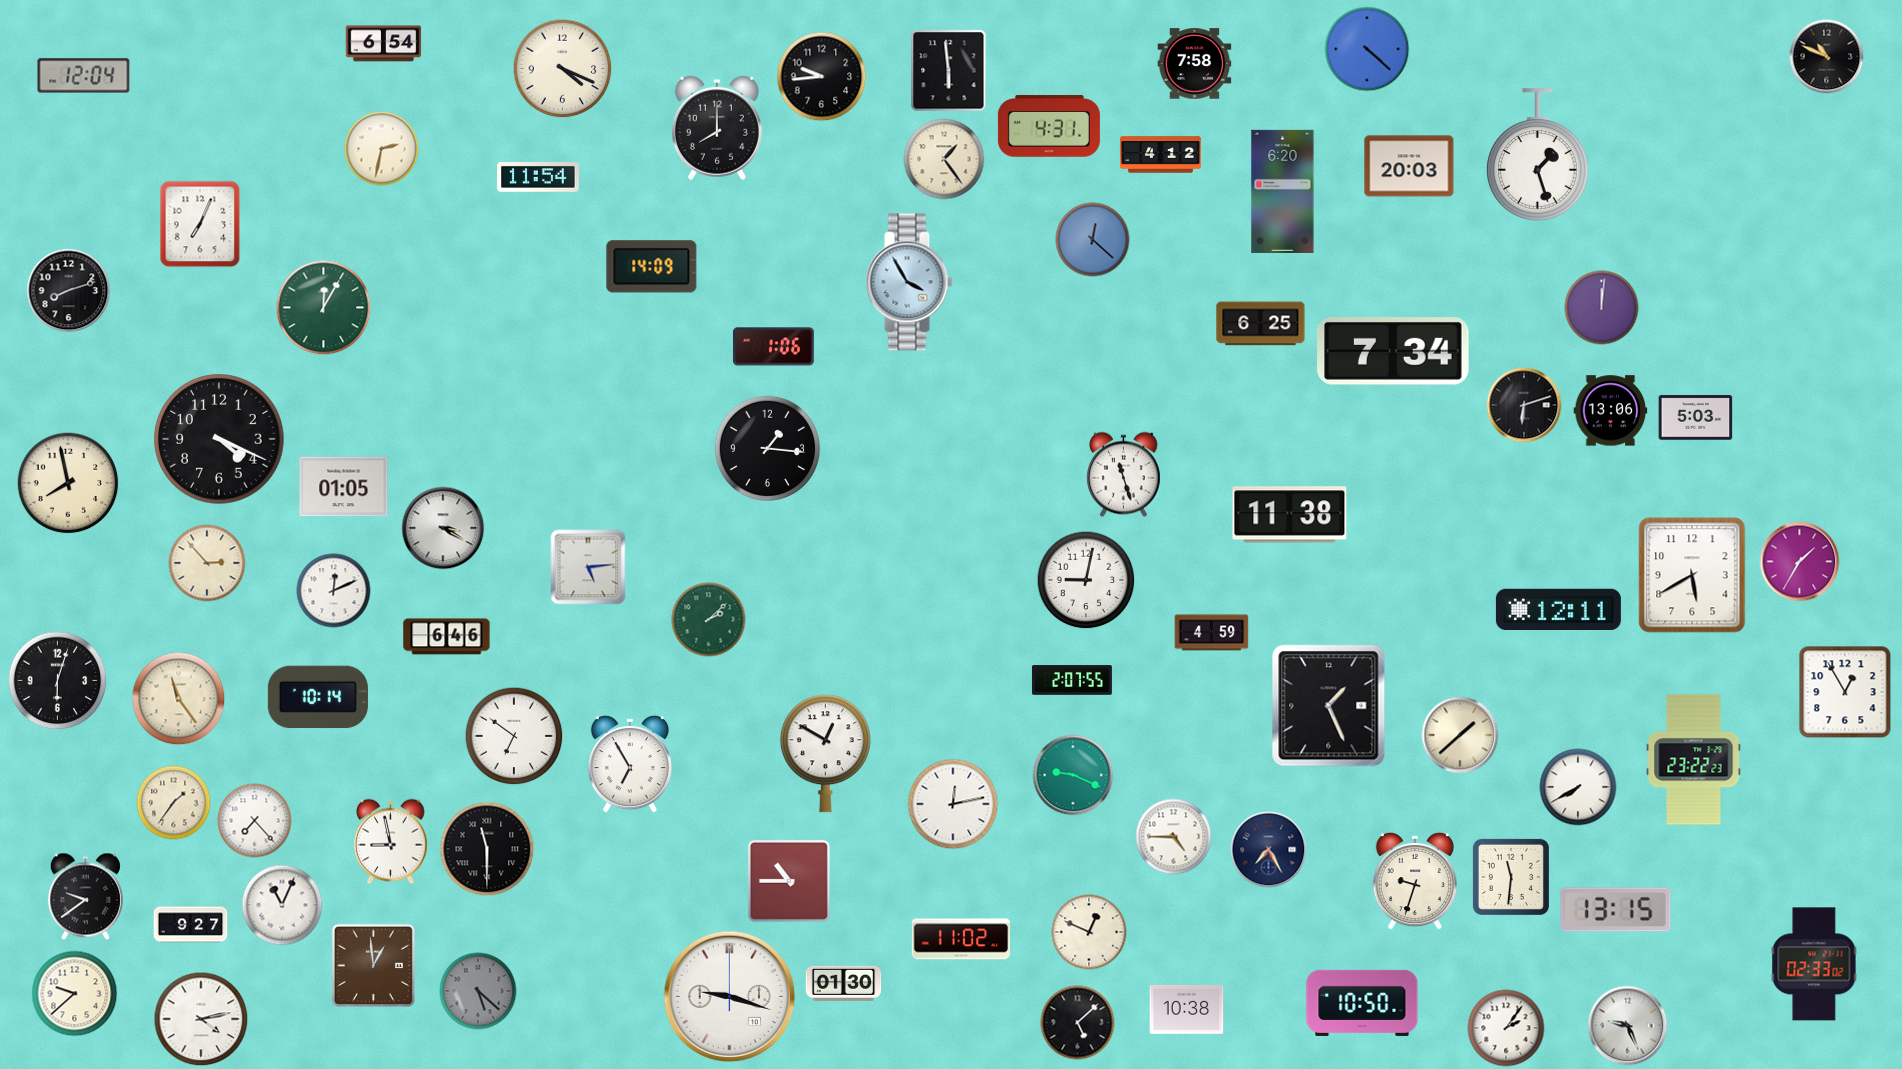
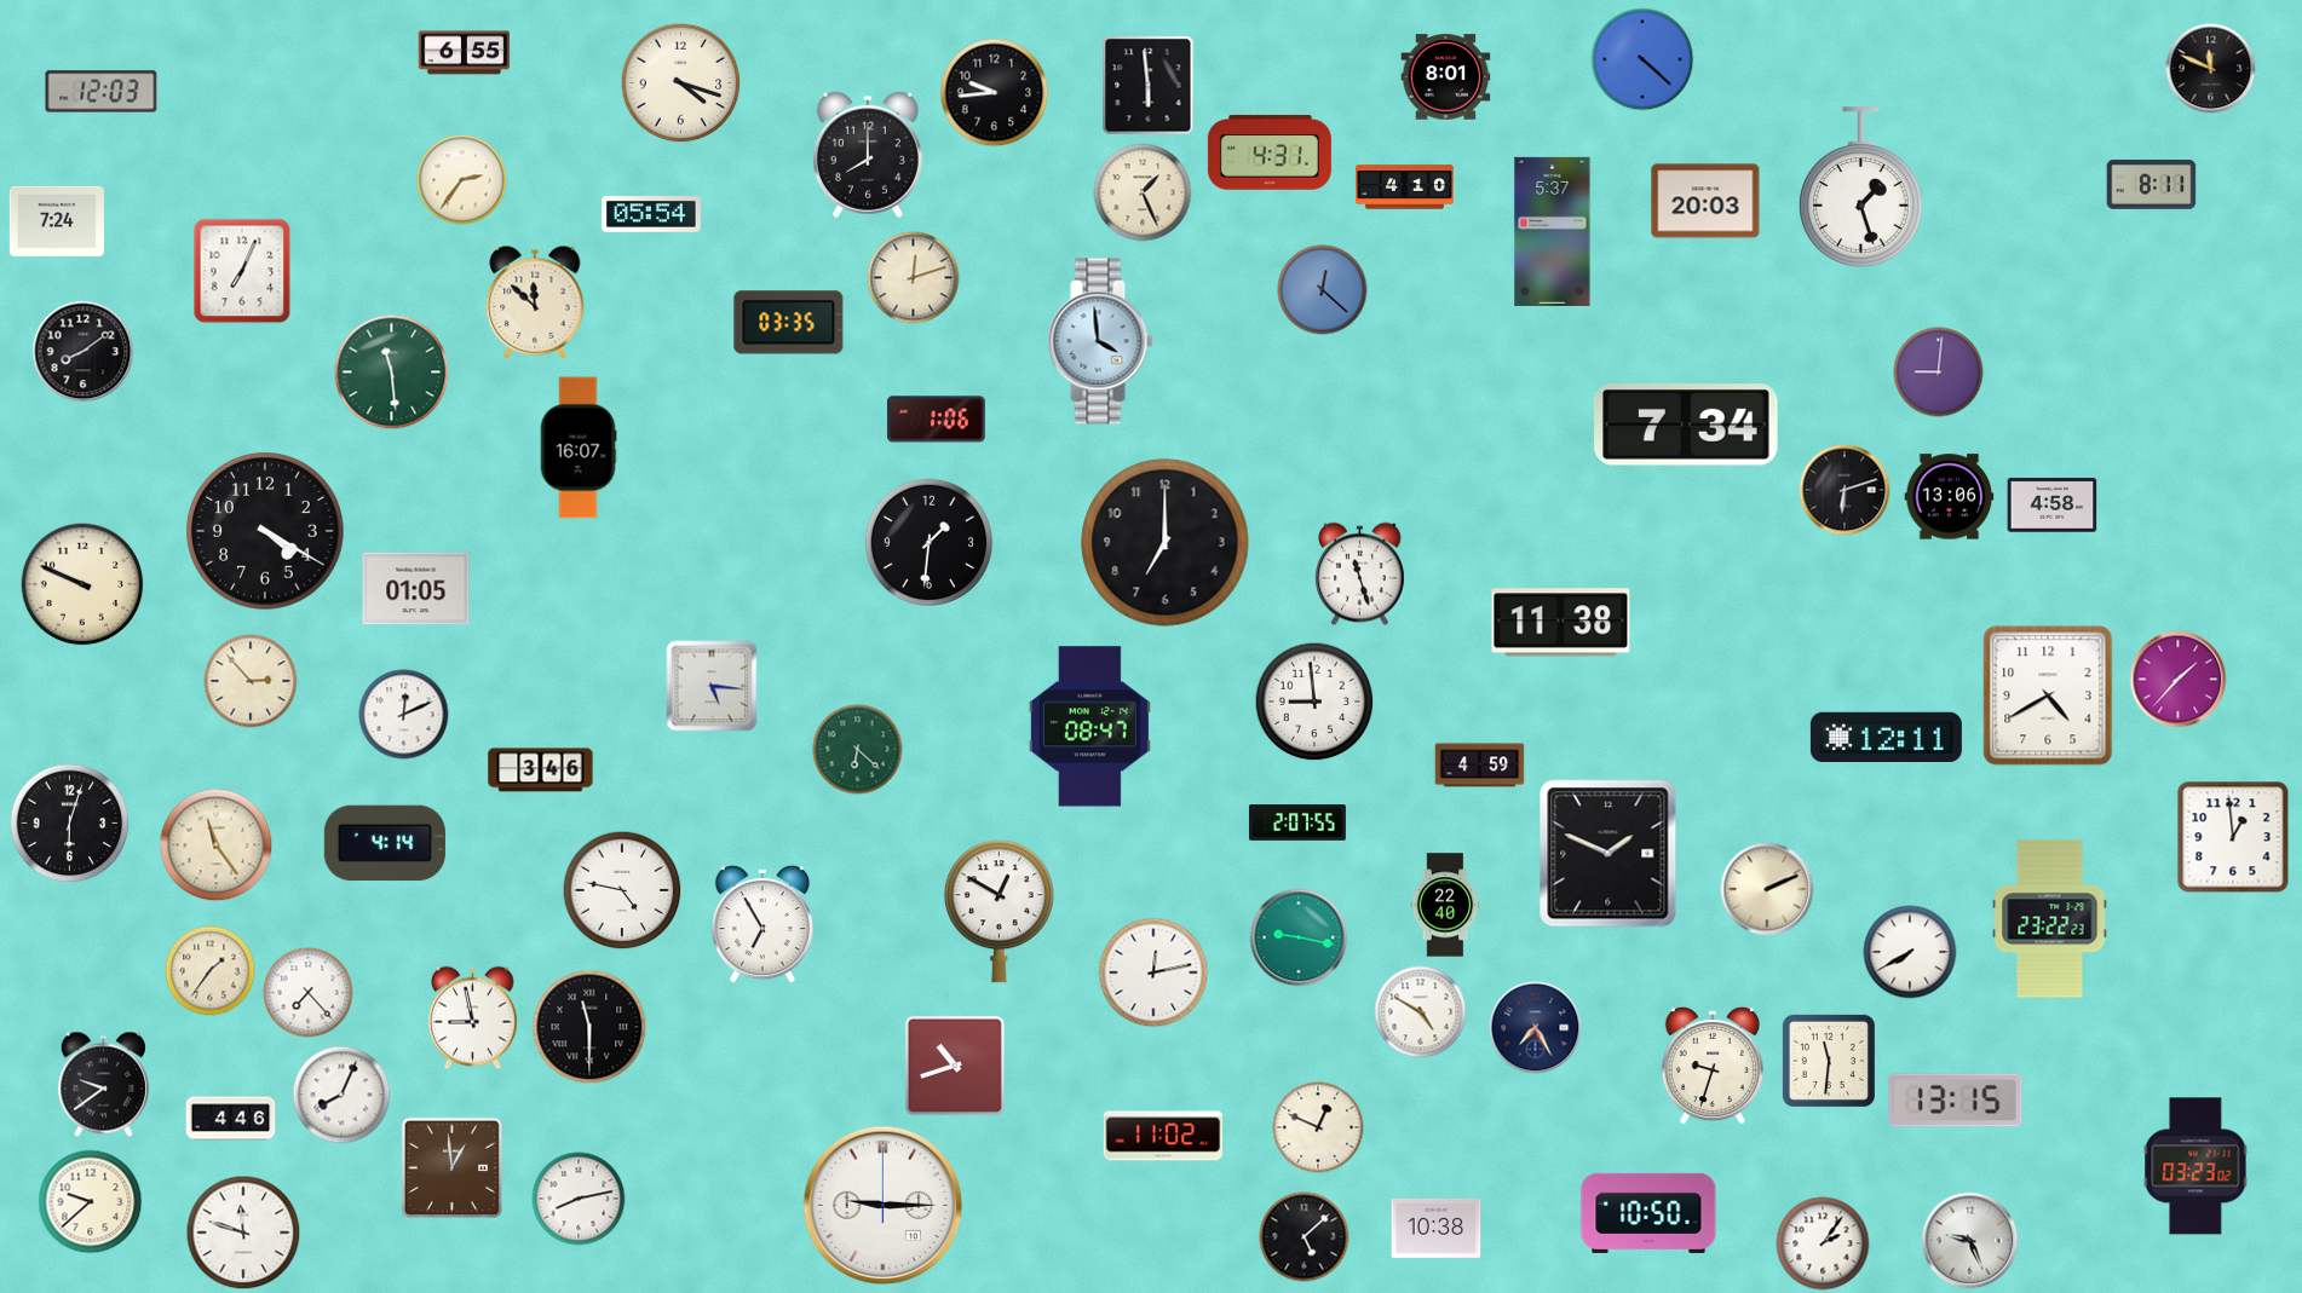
clock at (384, 44): 6:54 -> 6:55
clock at (1367, 49) position: (1367, 49) -> (1642, 59)
clock at (1827, 57): 10:49 -> 11:49
clock at (1195, 64): 7:58 -> 8:01
clock at (563, 69): 4:19 -> 4:18
clock at (84, 76): 12:04 -> 12:03
clock at (382, 149): 2:32 -> 2:36
clock at (2152, 185): none -> 8:11
clock at (1161, 155): 4:12 -> 4:10
clock at (944, 159): 1:24 -> 1:26
clock at (538, 178): 11:54 -> 05:54
clock at (57, 221): none -> 7:24
clock at (1283, 191): 6:20 -> 5:37
clock at (914, 278): none -> 12:12
clock at (535, 302): none -> 11:52
clock at (652, 267): 14:09 -> 03:35
clock at (909, 282): 3:55 -> 3:59
clock at (69, 291): 8:12 -> 8:09
clock at (324, 308): 12:05 -> 11:29
clock at (1602, 308): 12:01 -> 9:01
clock at (1261, 324): 6:25 -> none
clock at (579, 448): none -> 16:07
clock at (1696, 418): 5:03 -> 4:58
clock at (219, 439): 4:19 -> 4:20
clock at (767, 448): 1:16 -> 1:31
clock at (1166, 543): none -> 7:00
clock at (68, 483): 7:58 -> 9:49
clock at (443, 528): 3:20 -> none
clock at (1800, 562): 1:35 -> 1:37
clock at (588, 567): 5:14 -> 5:16
clock at (1692, 575): 5:40 -> 4:40
clock at (1086, 580): 9:02 -> 8:59
clock at (1089, 727): none -> 08:47
clock at (709, 620): 2:08 -> 6:22
clock at (1212, 633) position: (1212, 633) -> (1480, 766)
clock at (447, 637): 6:46 -> 3:46
clock at (1845, 692): 12:55 -> 12:59
clock at (318, 697): 10:14 -> 4:14
clock at (1329, 706): 1:26 -> 1:49
clock at (1460, 735): 1:38 -> 2:11
clock at (514, 736): 6:51 -> 4:47
clock at (1445, 905): none -> 22:40
clock at (1073, 775): 9:19 -> 9:17
clock at (1174, 837): 4:45 -> 4:50
clock at (789, 881): 10:45 -> 10:42
clock at (282, 905): 11:04 -> 8:04
clock at (191, 925): 9:27 -> 4:46
clock at (1814, 964): 02:33 -> 03:23
clock at (844, 983): 01:30 -> none
clock at (478, 991): 5:22 -> 8:13
clock at (478, 991) dial: grey -> white
clock at (730, 997): 9:18 -> 9:15
clock at (1187, 1009) position: (1187, 1009) -> (1437, 1228)
clock at (201, 1019): 4:13 -> 11:48
